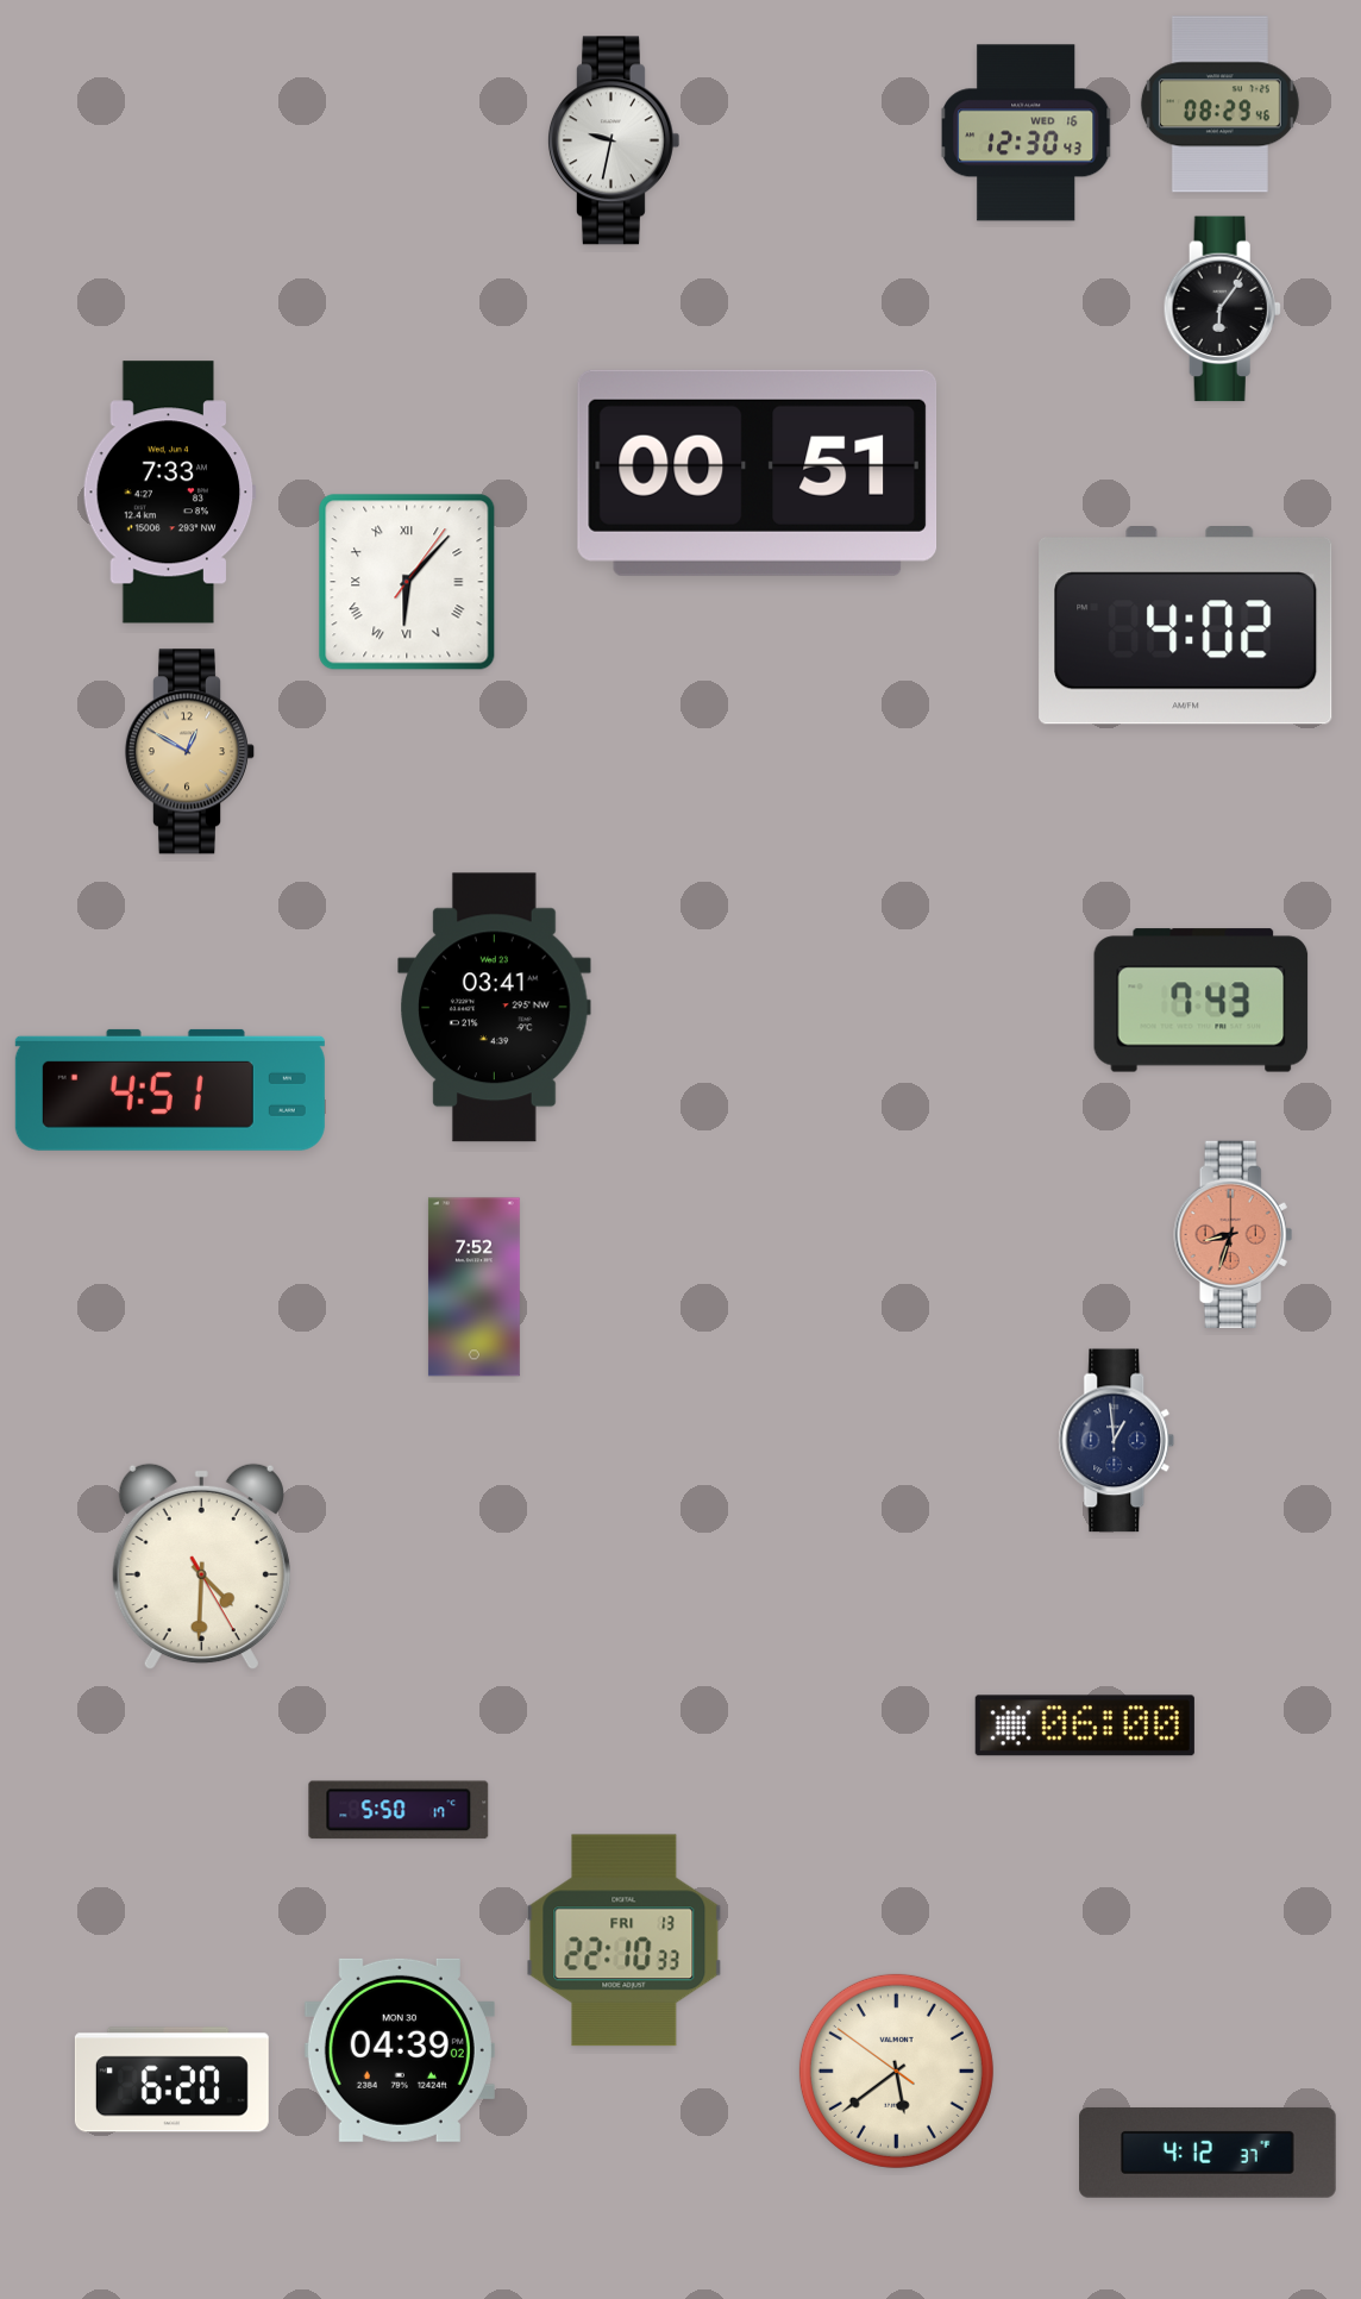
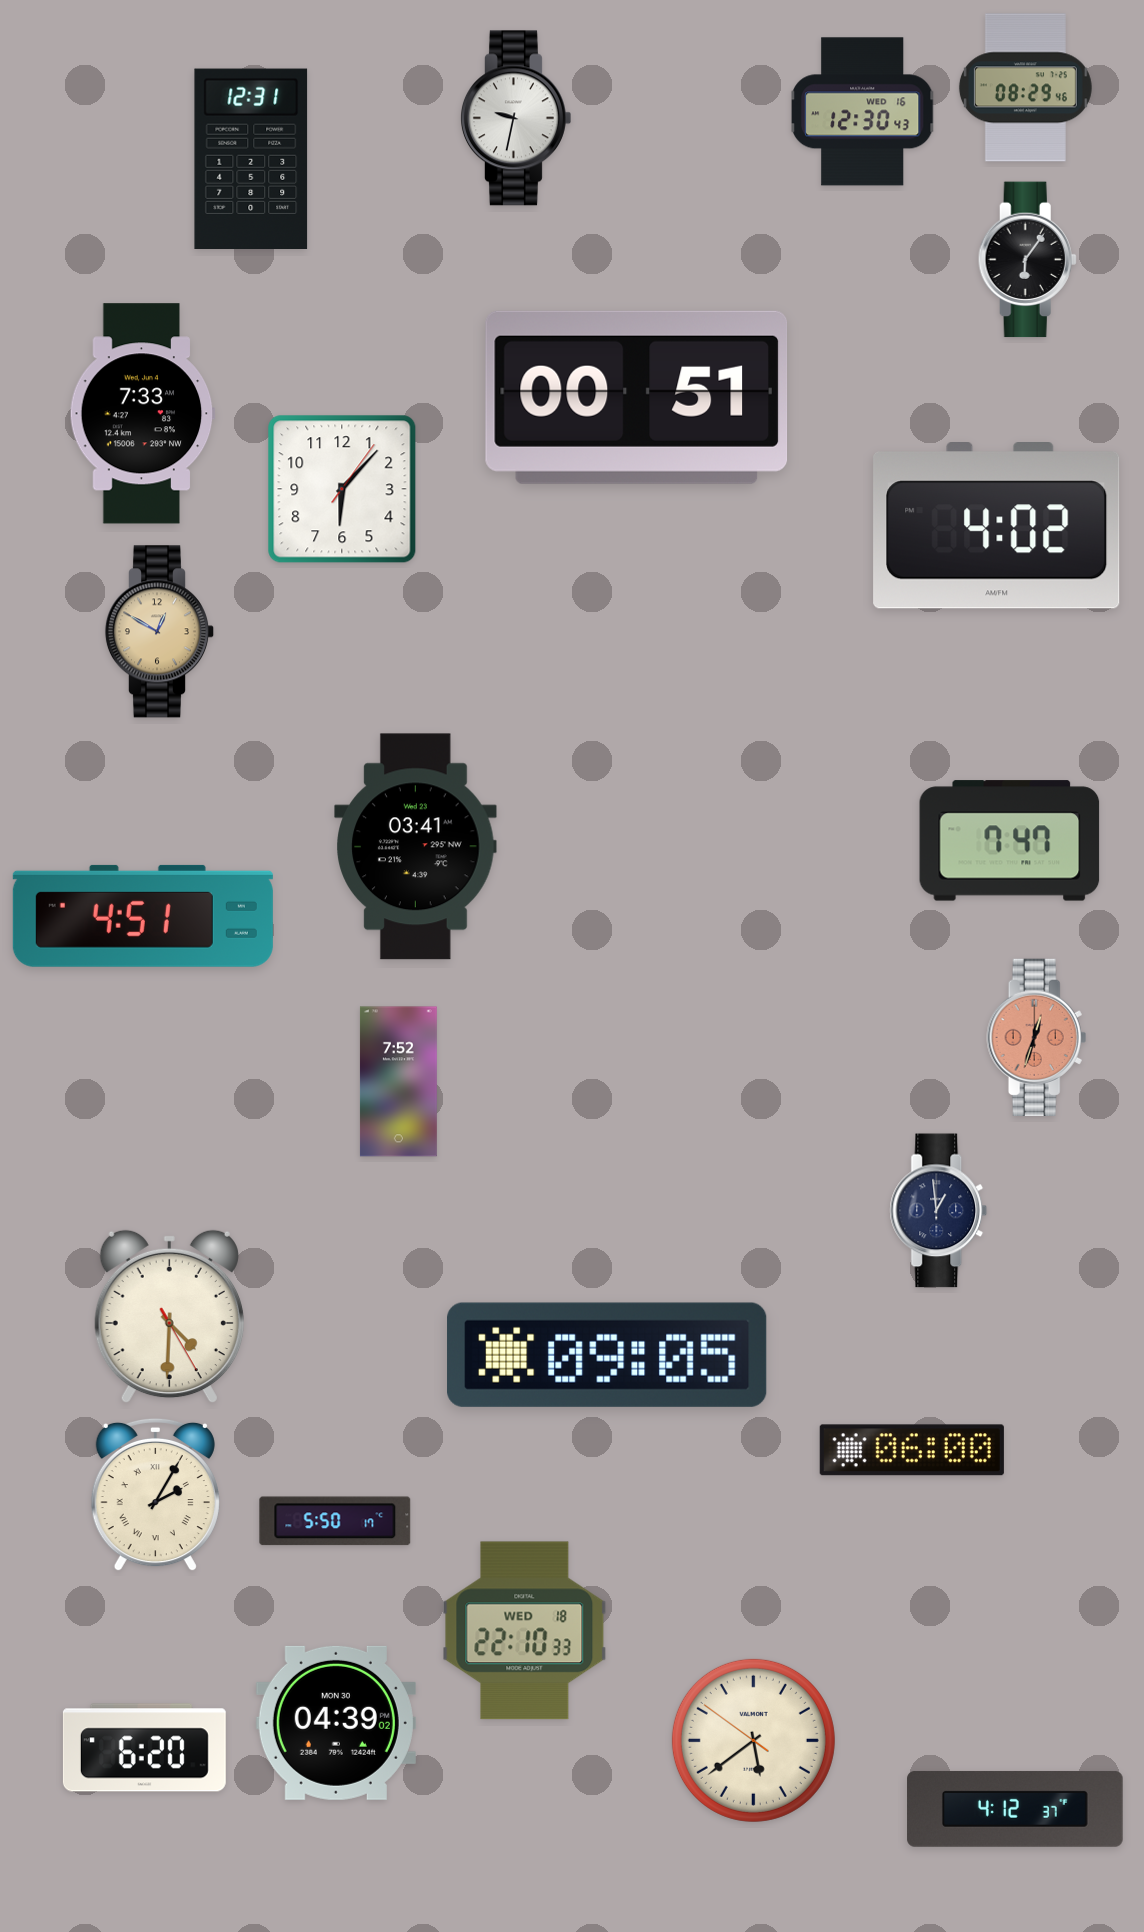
clock at (251, 158): none -> 12:31
clock at (407, 582) numerals: Roman -> Arabic
clock at (1202, 1001): 7:43 -> 7:47
clock at (1234, 1234): 8:33 -> 12:33
clock at (607, 1355): none -> 09:05
clock at (155, 1495): none -> 2:05
clock at (625, 1941) date: FRI 13 -> WED 18
